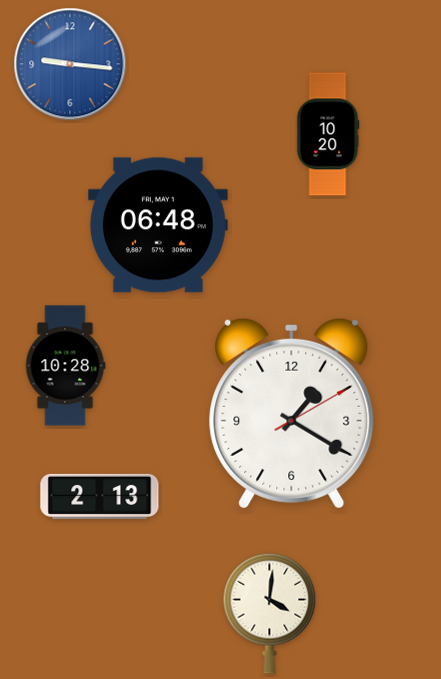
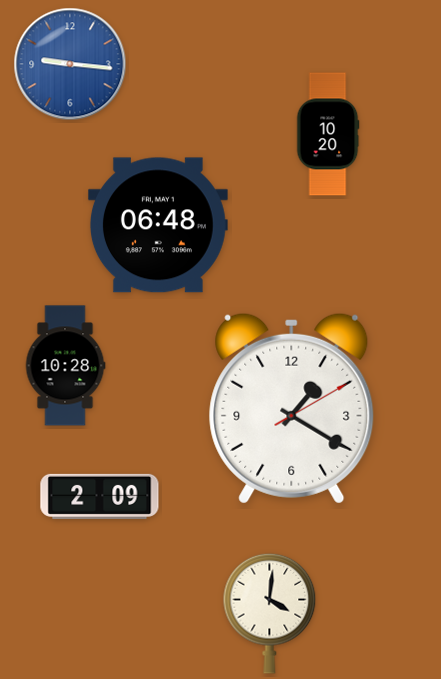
clock at (292, 413) position: (292, 413) -> (292, 408)
clock at (100, 496): 2:13 -> 2:09
